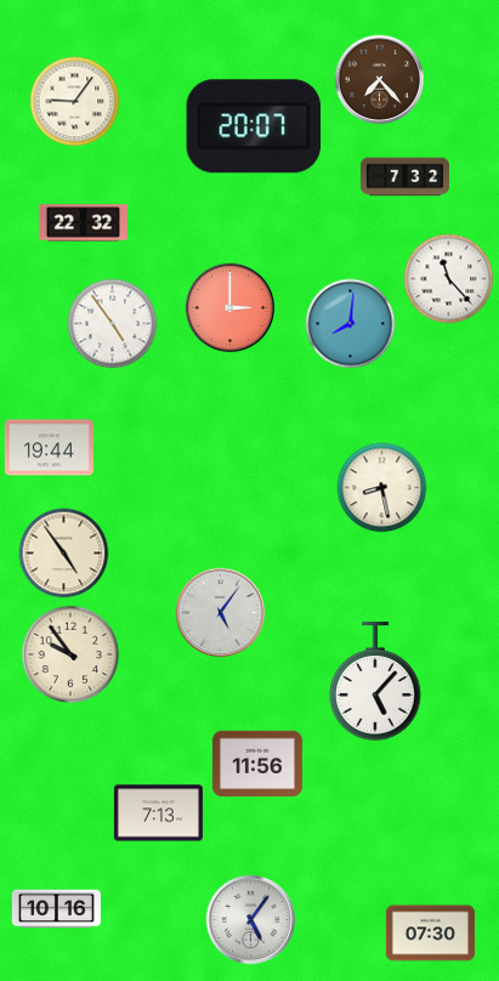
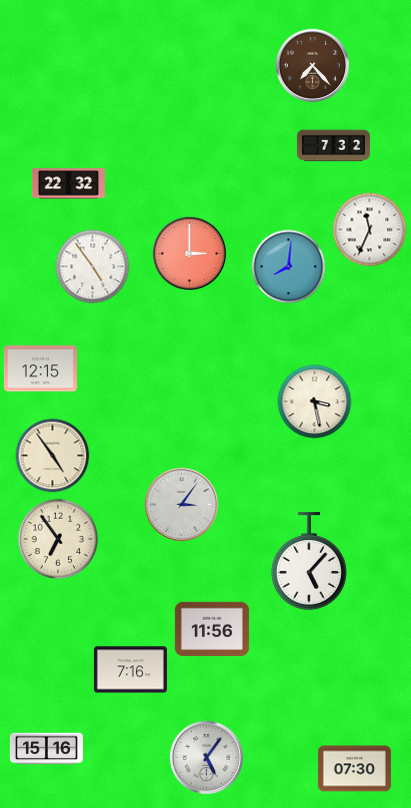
clock at (75, 102): 9:06 -> none
clock at (254, 126): 20:07 -> none
clock at (449, 279): 11:23 -> 11:34
clock at (49, 448): 19:44 -> 12:15
clock at (382, 488): 8:28 -> 3:28
clock at (221, 613): 5:06 -> 3:06
clock at (70, 654): 9:54 -> 6:54
clock at (158, 813): 7:13 -> 7:16
clock at (56, 909): 10:16 -> 15:16
